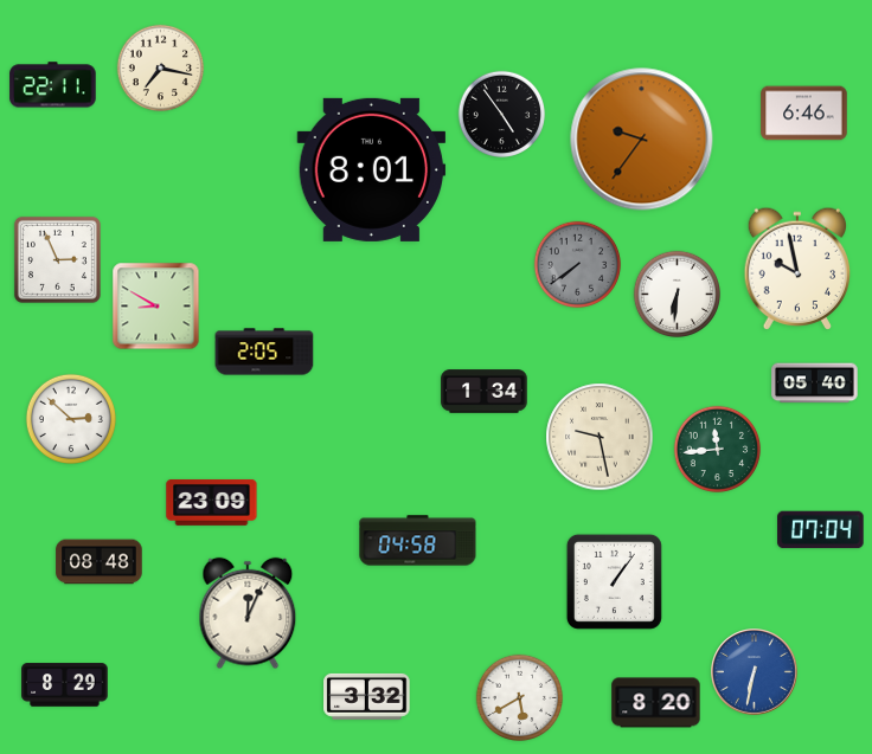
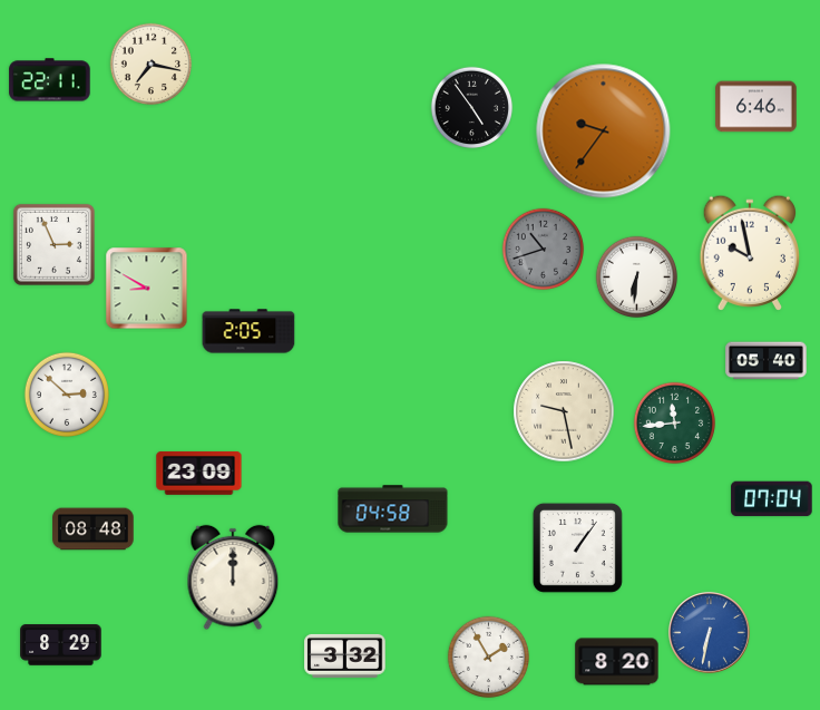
clock at (372, 169): 8:01 -> none
clock at (578, 265): 7:39 -> 10:42
clock at (485, 392): 1:34 -> none
clock at (248, 613): 12:04 -> 12:00
clock at (520, 698): 5:40 -> 1:55
